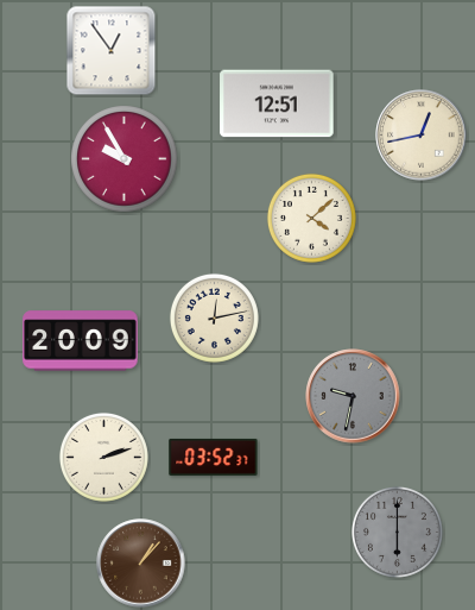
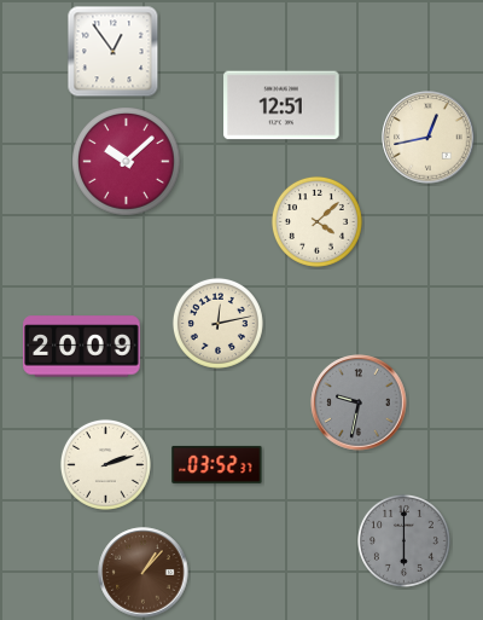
clock at (125, 159): 9:55 -> 10:08
